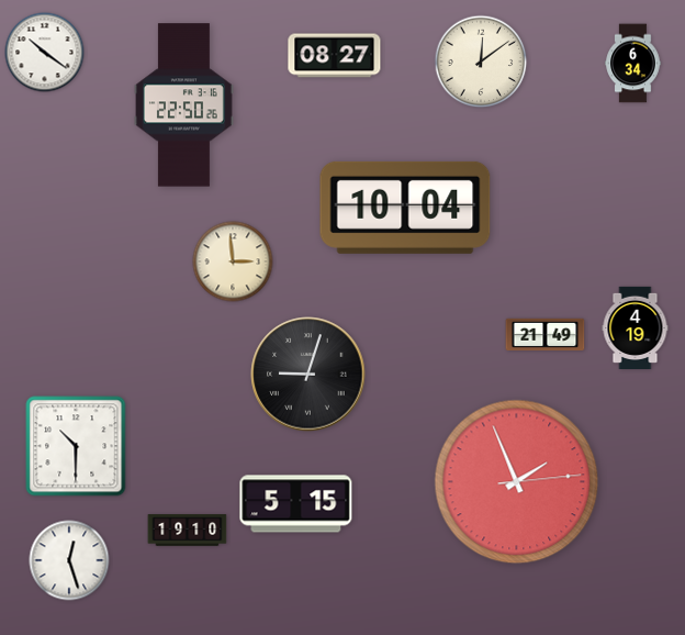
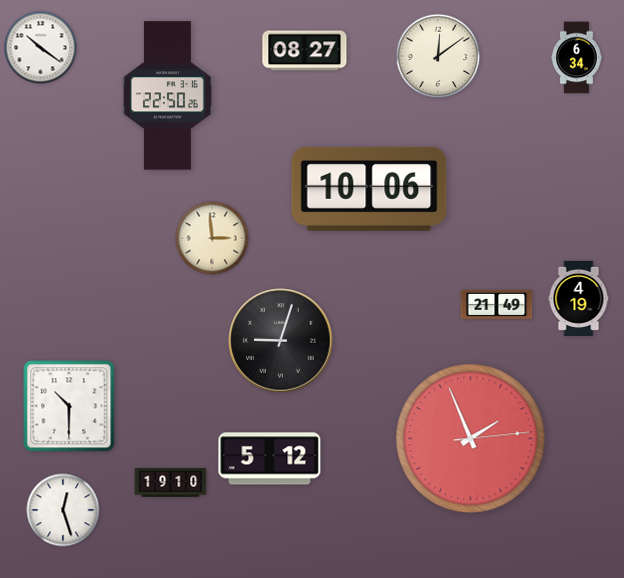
clock at (405, 208): 10:04 -> 10:06
clock at (296, 504): 5:15 -> 5:12
